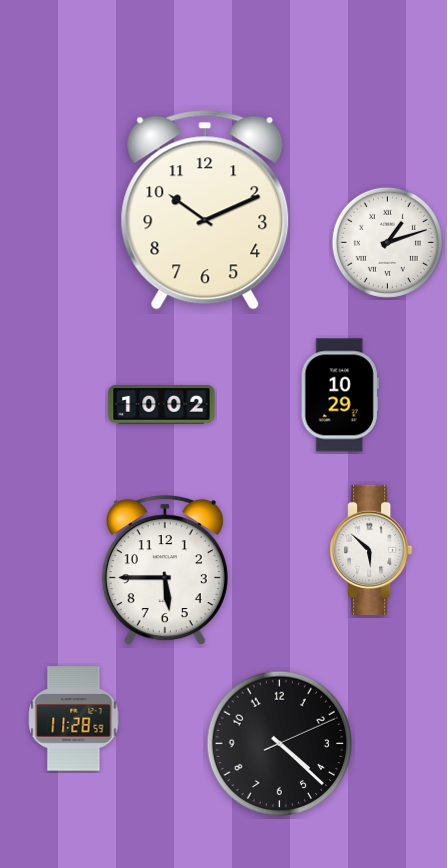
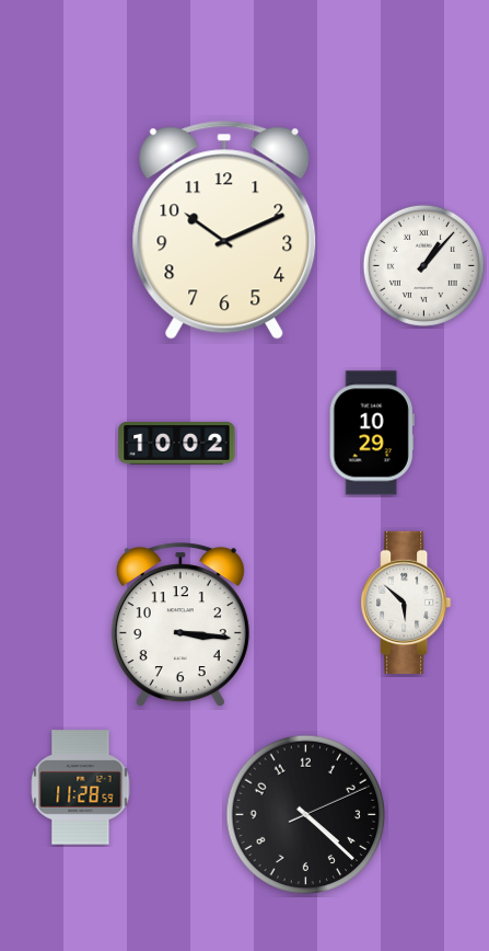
clock at (387, 242): 1:12 -> 1:07
clock at (165, 571): 5:45 -> 3:16
